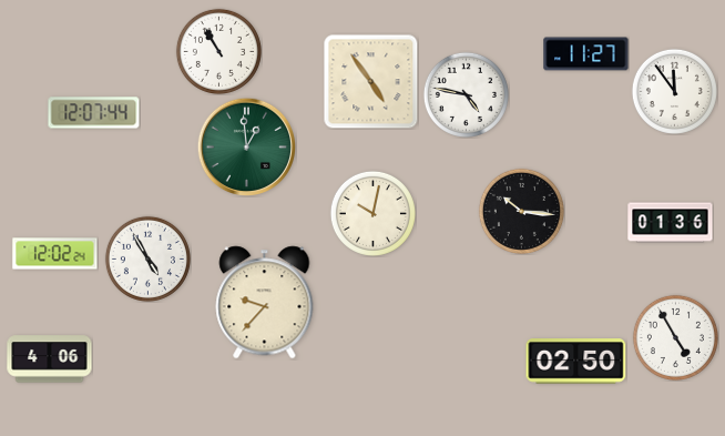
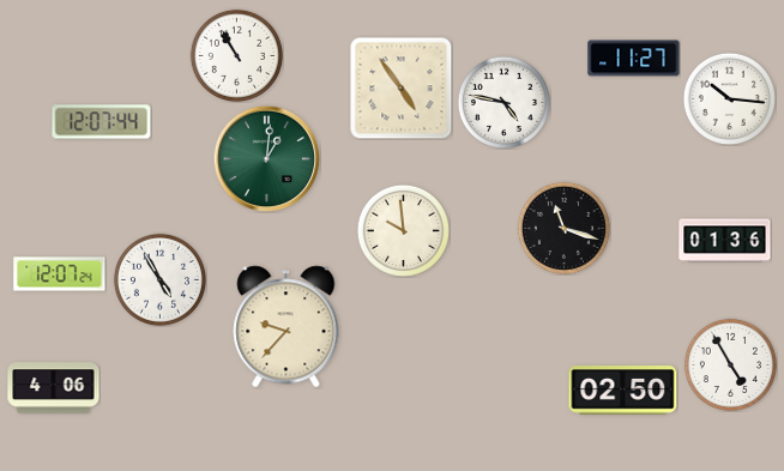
clock at (674, 91): 11:54 -> 10:16
clock at (246, 146): 12:59 -> 1:01
clock at (521, 211): 10:16 -> 11:18
clock at (372, 213): 10:02 -> 9:59
clock at (55, 254): 12:02 -> 12:07
